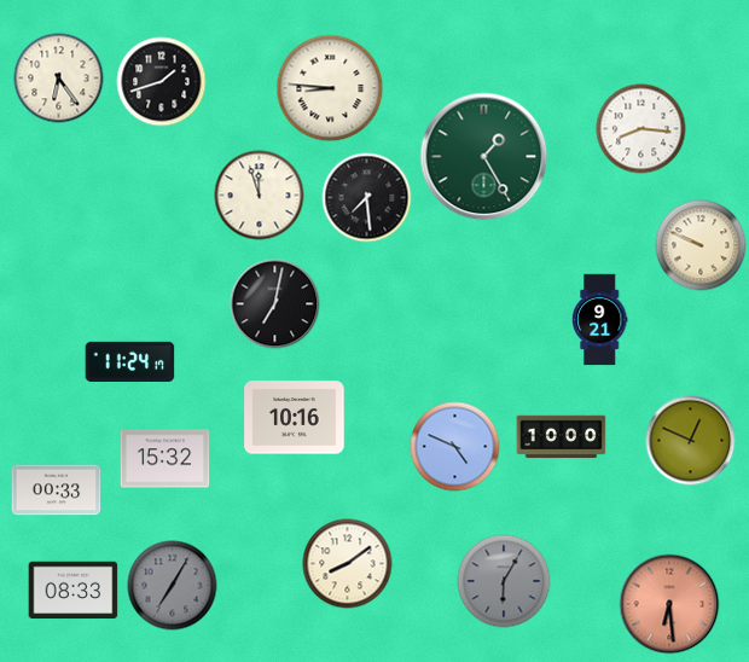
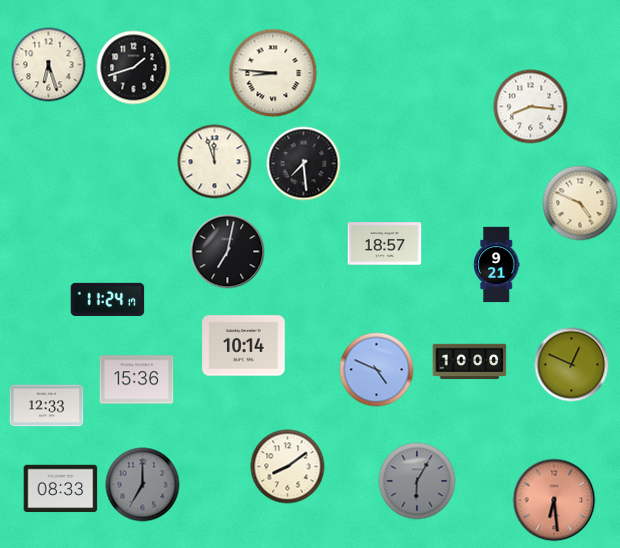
clock at (59, 79): 6:24 -> 6:27
clock at (484, 157): 1:25 -> none
clock at (701, 245): 9:49 -> 4:49
clock at (385, 244): none -> 18:57
clock at (295, 418): 10:16 -> 10:14
clock at (562, 437) position: (562, 437) -> (470, 362)
clock at (166, 459): 15:32 -> 15:36
clock at (57, 490): 00:33 -> 12:33
clock at (173, 586): 7:05 -> 7:00
